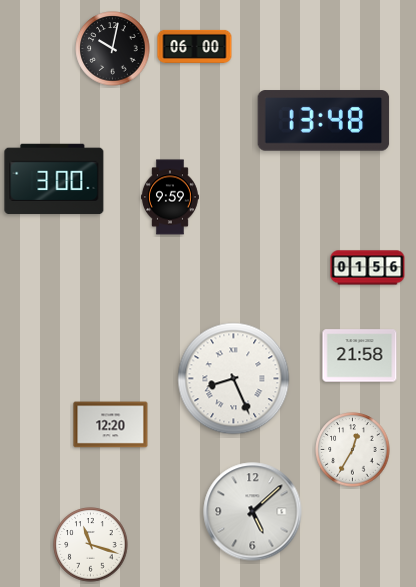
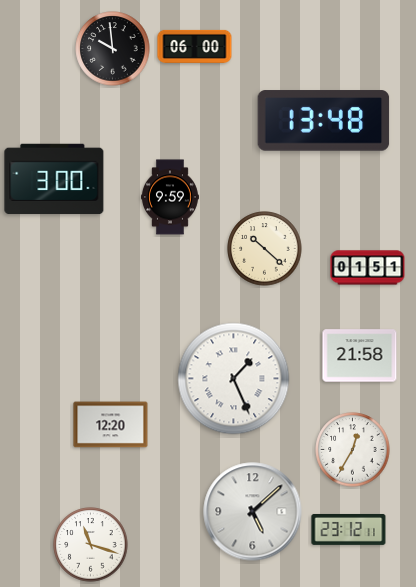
clock at (113, 49): 10:02 -> 9:59
clock at (265, 249): none -> 10:22
clock at (368, 268): 01:56 -> 01:51
clock at (234, 379): 8:26 -> 1:26
clock at (349, 529): none -> 23:12
